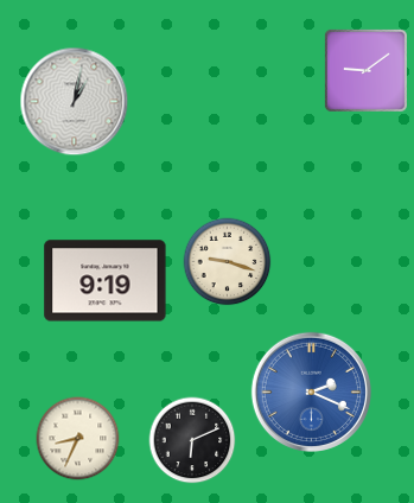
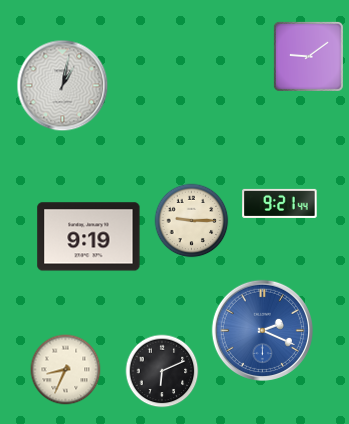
clock at (365, 70) position: (365, 70) -> (308, 56)
clock at (280, 203): none -> 9:21
clock at (228, 262): 9:18 -> 9:15
